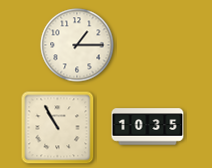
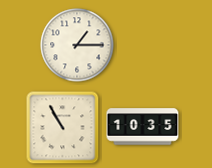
clock at (148, 127) position: (148, 127) -> (143, 127)
clock at (58, 128) position: (58, 128) -> (63, 128)
